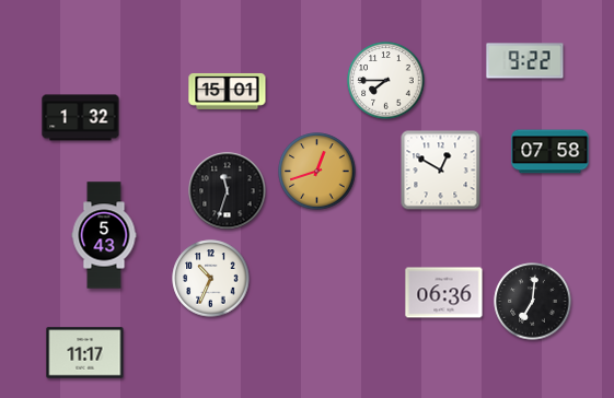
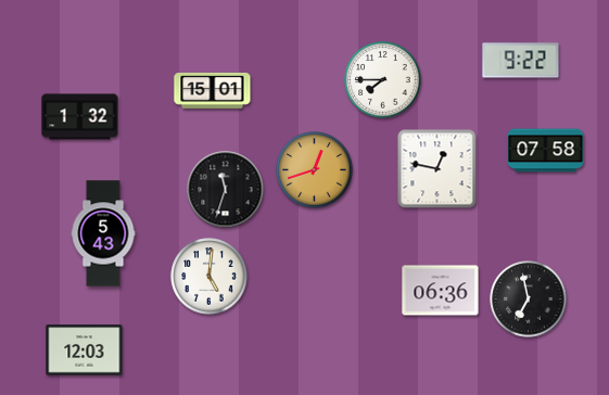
clock at (228, 91) position: (228, 91) -> (213, 90)
clock at (441, 171): 12:50 -> 12:47
clock at (211, 279): 10:34 -> 5:01
clock at (533, 302): 7:01 -> 6:58
clock at (85, 353): 11:17 -> 12:03
